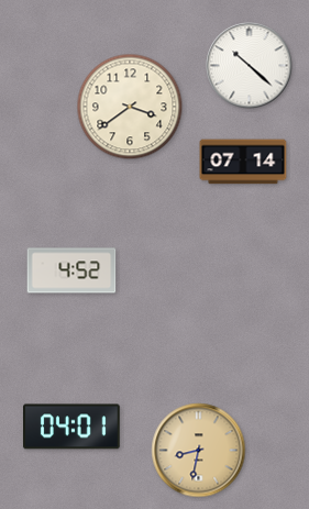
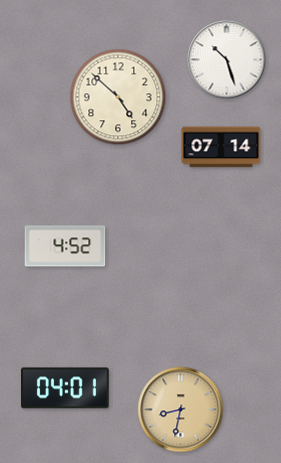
clock at (250, 66): 10:22 -> 10:27
clock at (130, 107): 3:39 -> 4:52
